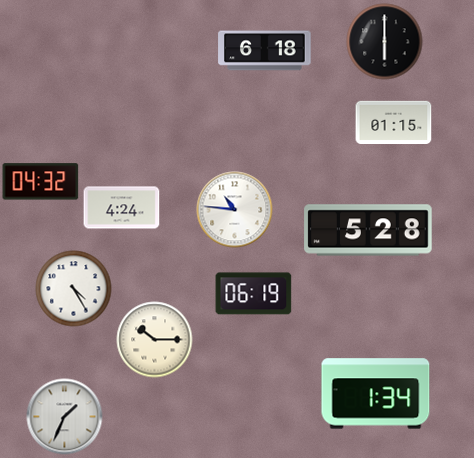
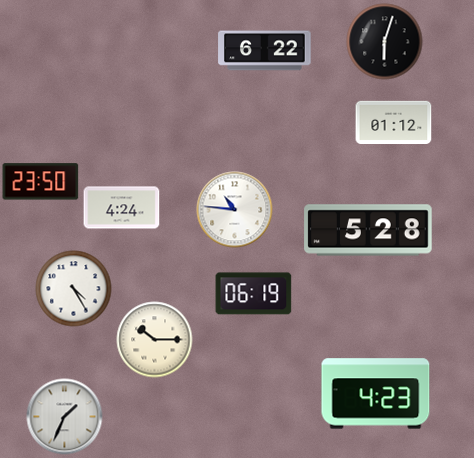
clock at (385, 42): 6:00 -> 6:03
clock at (265, 51): 6:18 -> 6:22
clock at (394, 122): 01:15 -> 01:12
clock at (41, 182): 04:32 -> 23:50
clock at (376, 394): 1:34 -> 4:23
